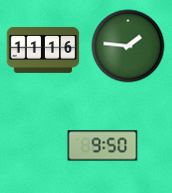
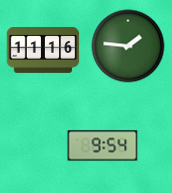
clock at (103, 146): 9:50 -> 9:54
